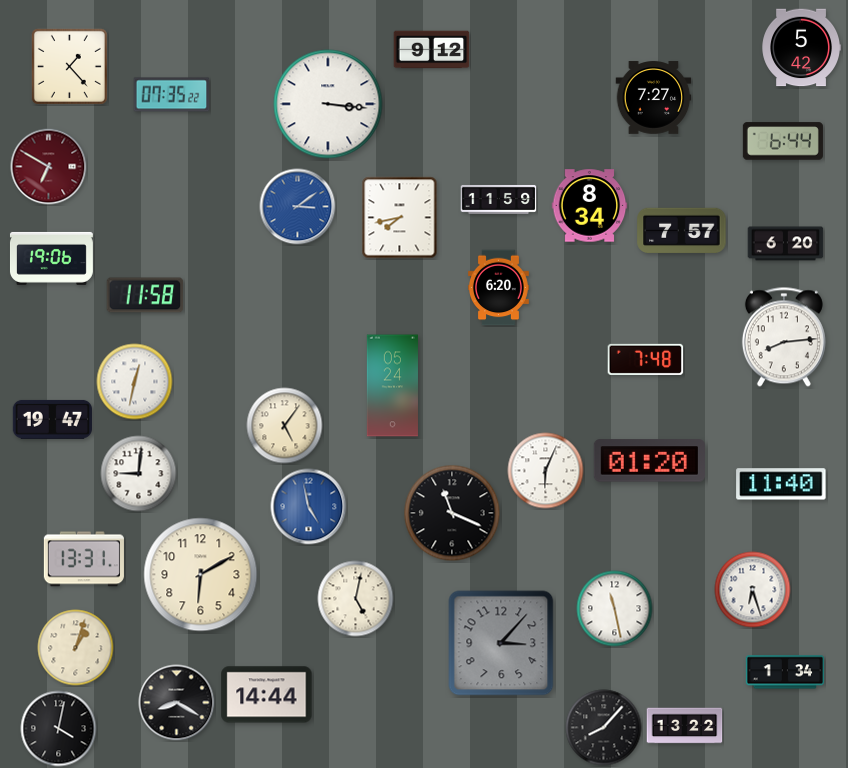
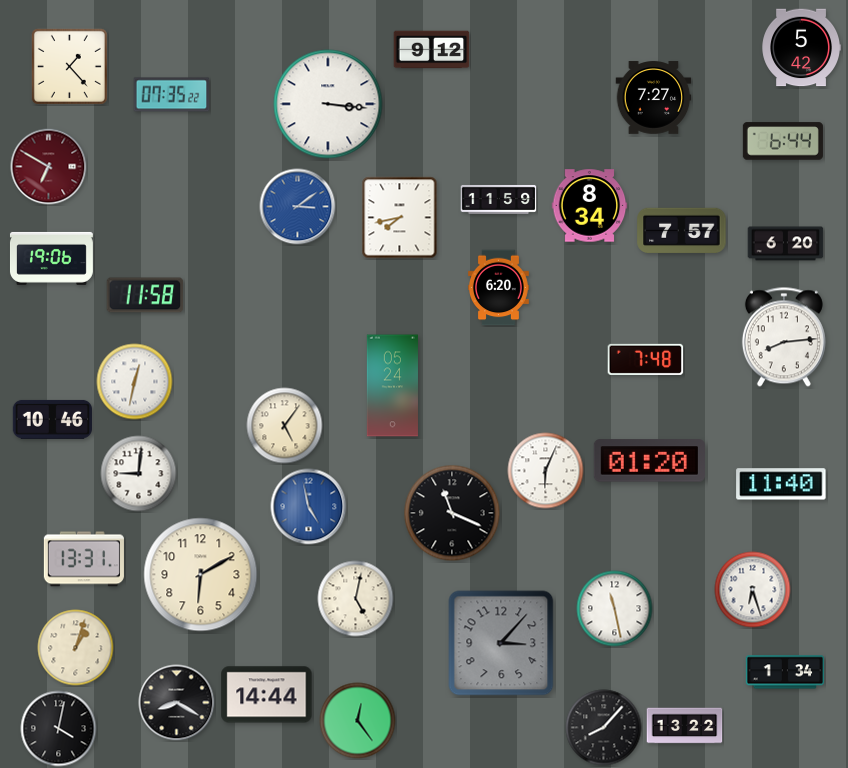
clock at (52, 419): 19:47 -> 10:46
clock at (358, 721): none -> 12:24
